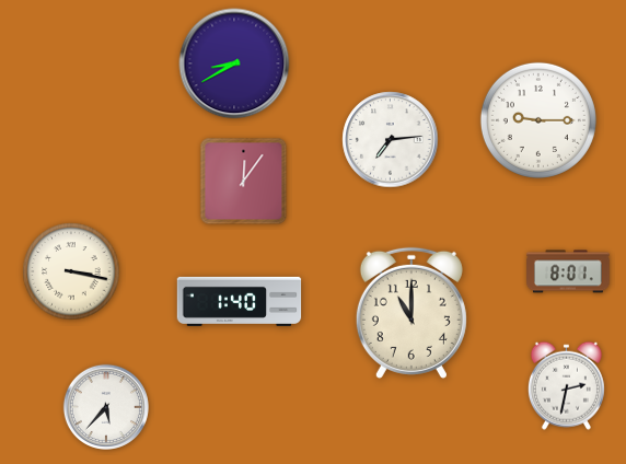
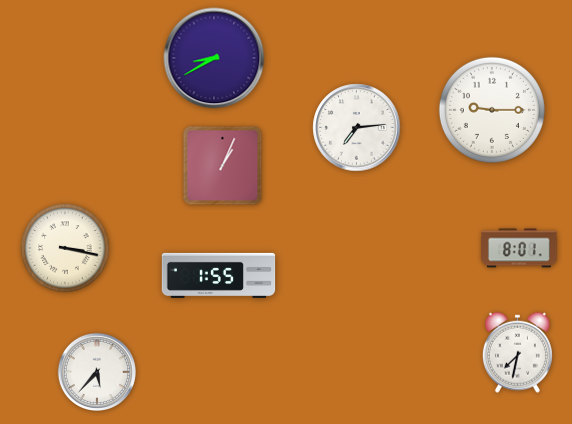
clock at (244, 182): 12:06 -> 1:04
clock at (240, 301): 1:40 -> 1:55
clock at (411, 313): 11:00 -> none
clock at (566, 385): 2:32 -> 7:32
